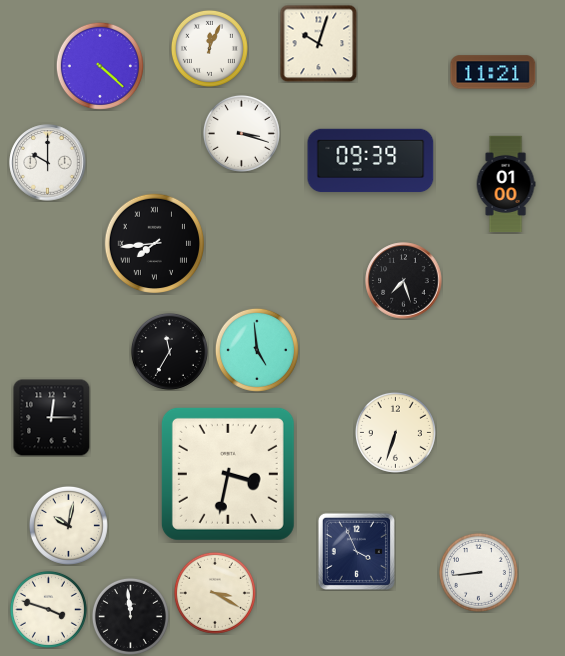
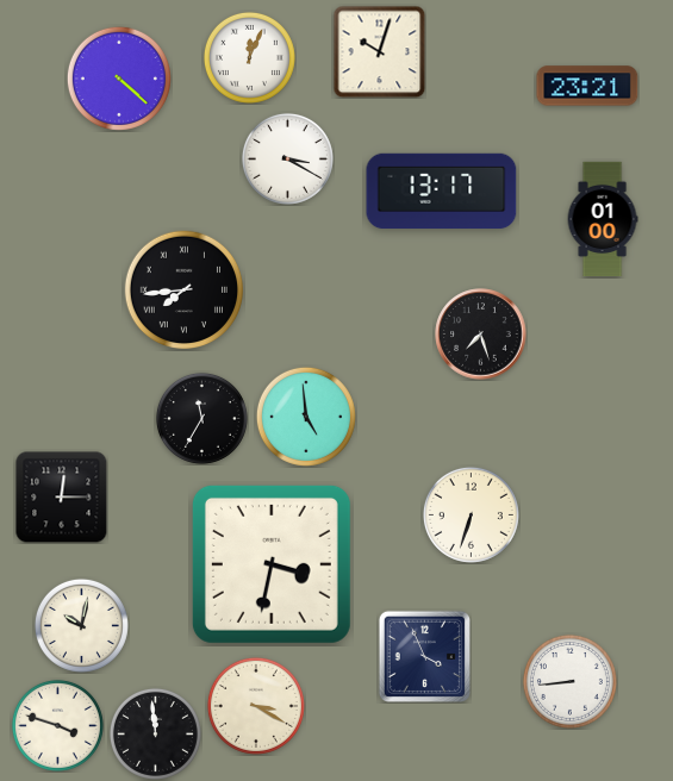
clock at (493, 72): 11:21 -> 23:21
clock at (241, 133): 3:18 -> 3:20
clock at (371, 161): 09:39 -> 13:17
clock at (48, 163): 10:00 -> none
